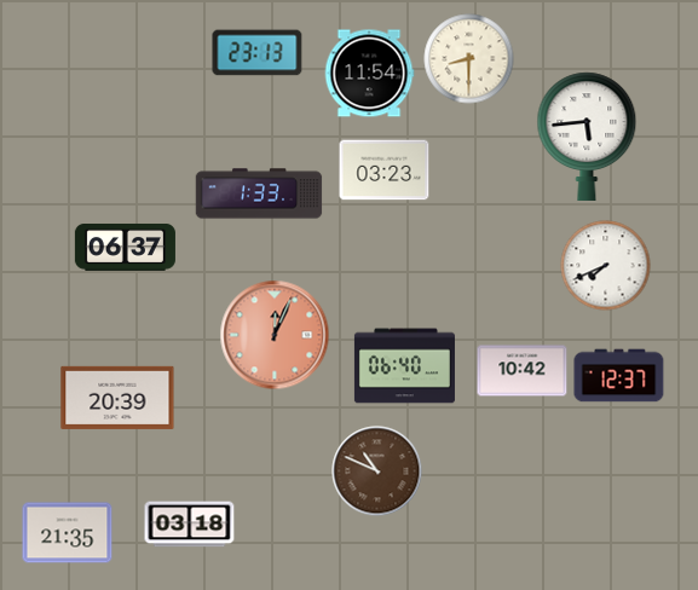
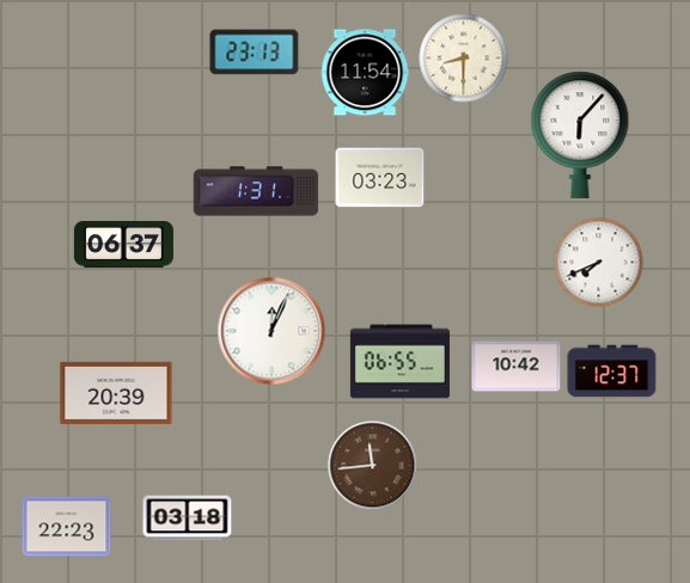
clock at (587, 137): 5:44 -> 6:07
clock at (385, 170) position: (385, 170) -> (380, 178)
clock at (259, 193): 1:33 -> 1:31
clock at (275, 335) dial: salmon -> white
clock at (404, 366): 06:40 -> 06:55
clock at (377, 472): 10:49 -> 11:44
clock at (68, 533): 21:35 -> 22:23
